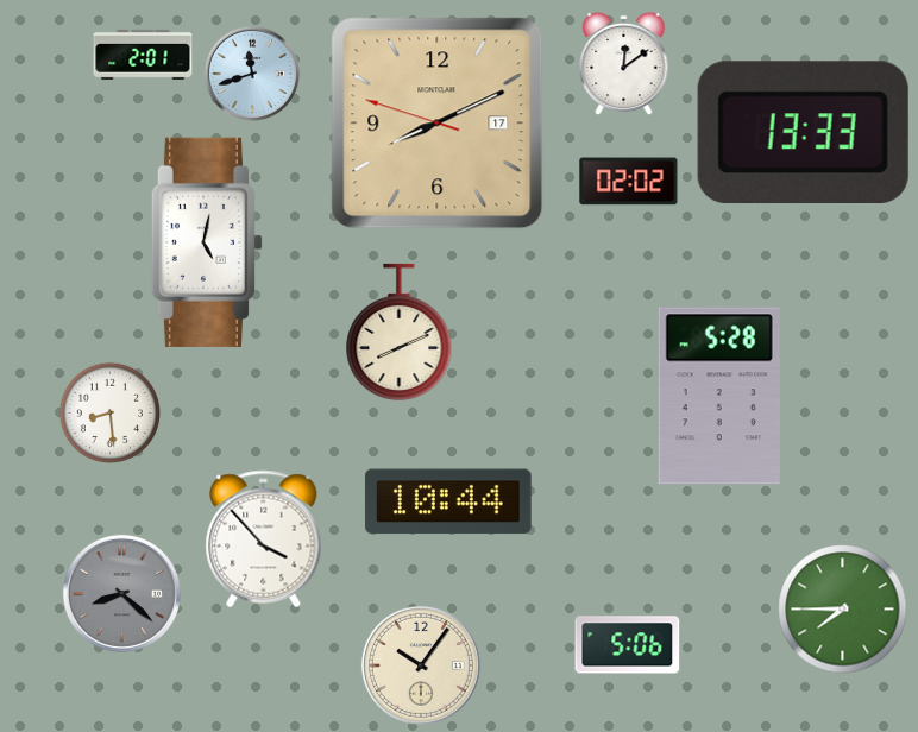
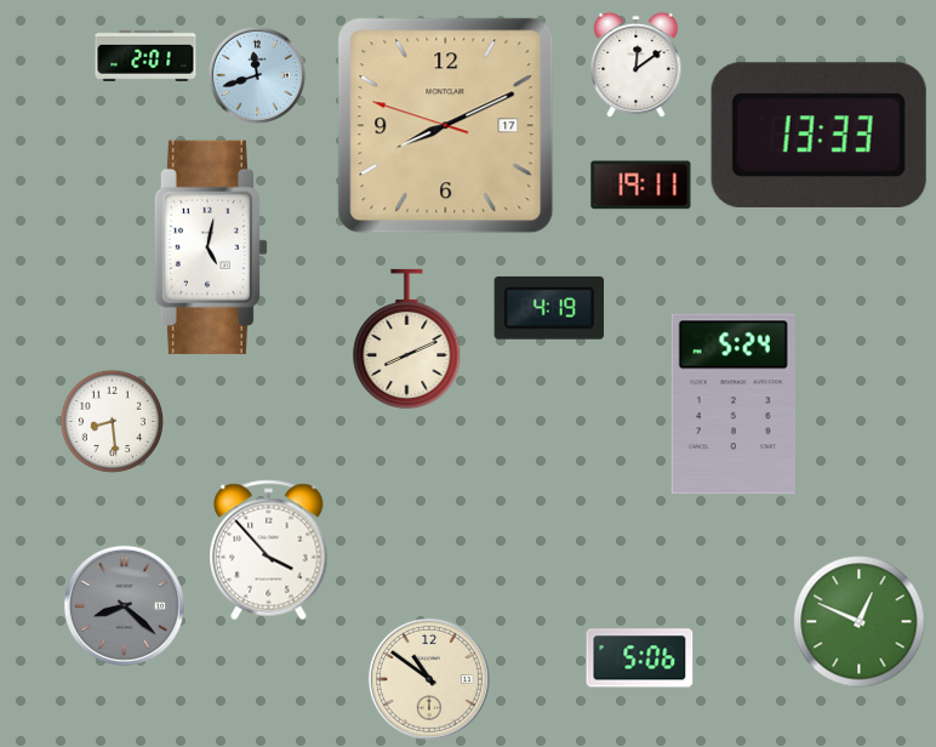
clock at (629, 182): 02:02 -> 19:11
clock at (548, 308): none -> 4:19
clock at (719, 396): 5:28 -> 5:24
clock at (448, 501): 10:44 -> none
clock at (843, 610): 7:45 -> 12:49
clock at (421, 665): 10:06 -> 10:51
